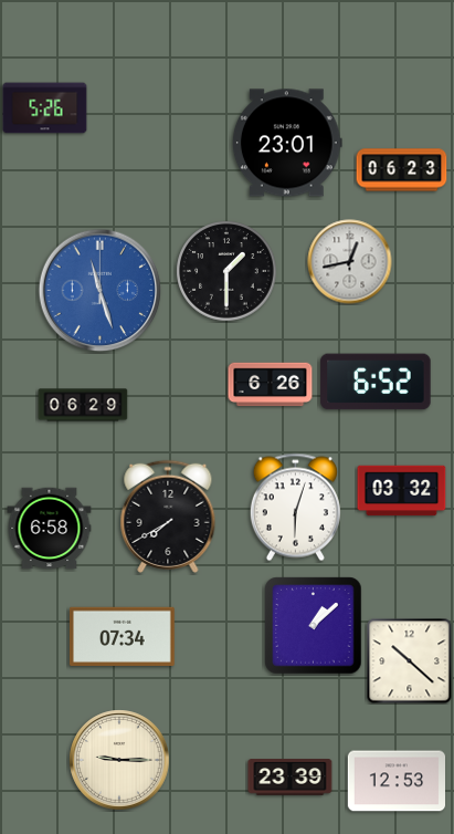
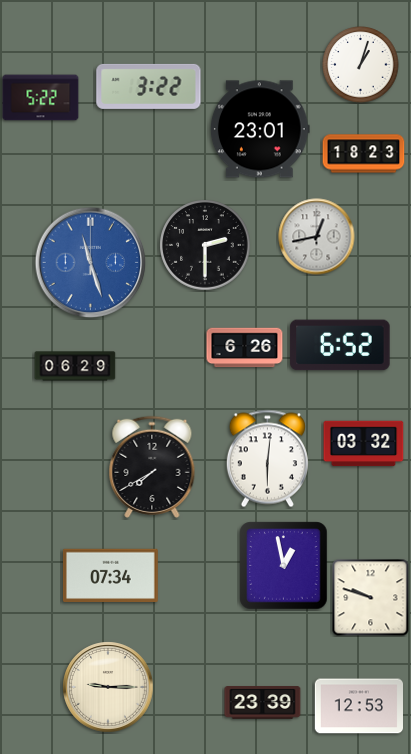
clock at (361, 65): none -> 1:03
clock at (149, 86): none -> 3:22
clock at (45, 108): 5:26 -> 5:22
clock at (402, 170): 06:23 -> 18:23
clock at (226, 271): 1:30 -> 2:30
clock at (295, 508): 6:03 -> 6:01
clock at (50, 529): 6:58 -> none
clock at (314, 626): 1:08 -> 12:58
clock at (410, 661): 10:22 -> 9:48
